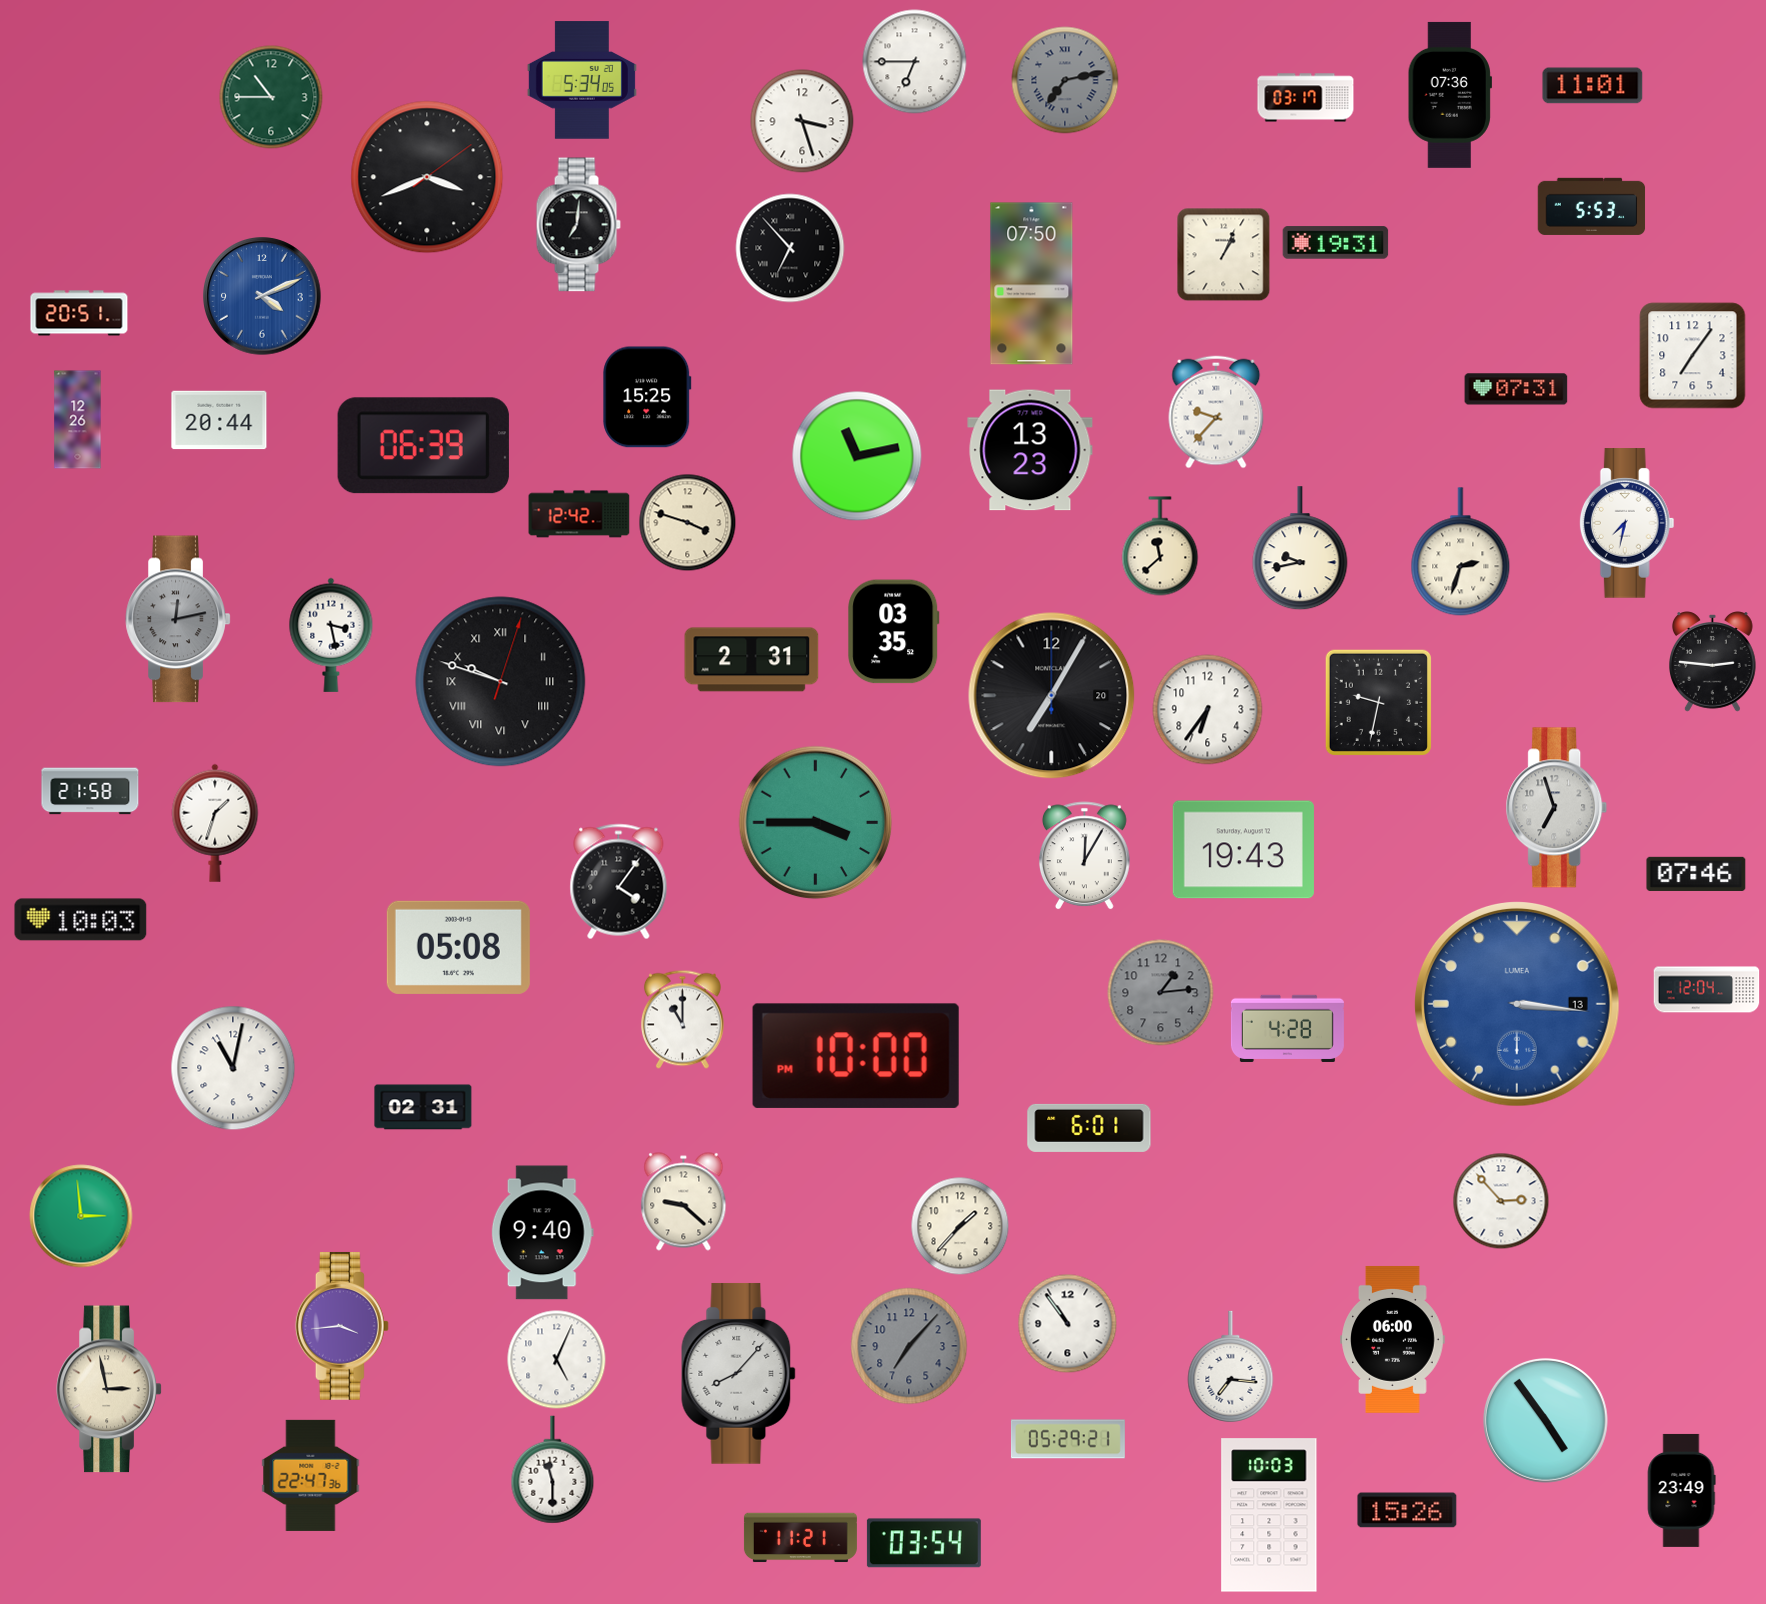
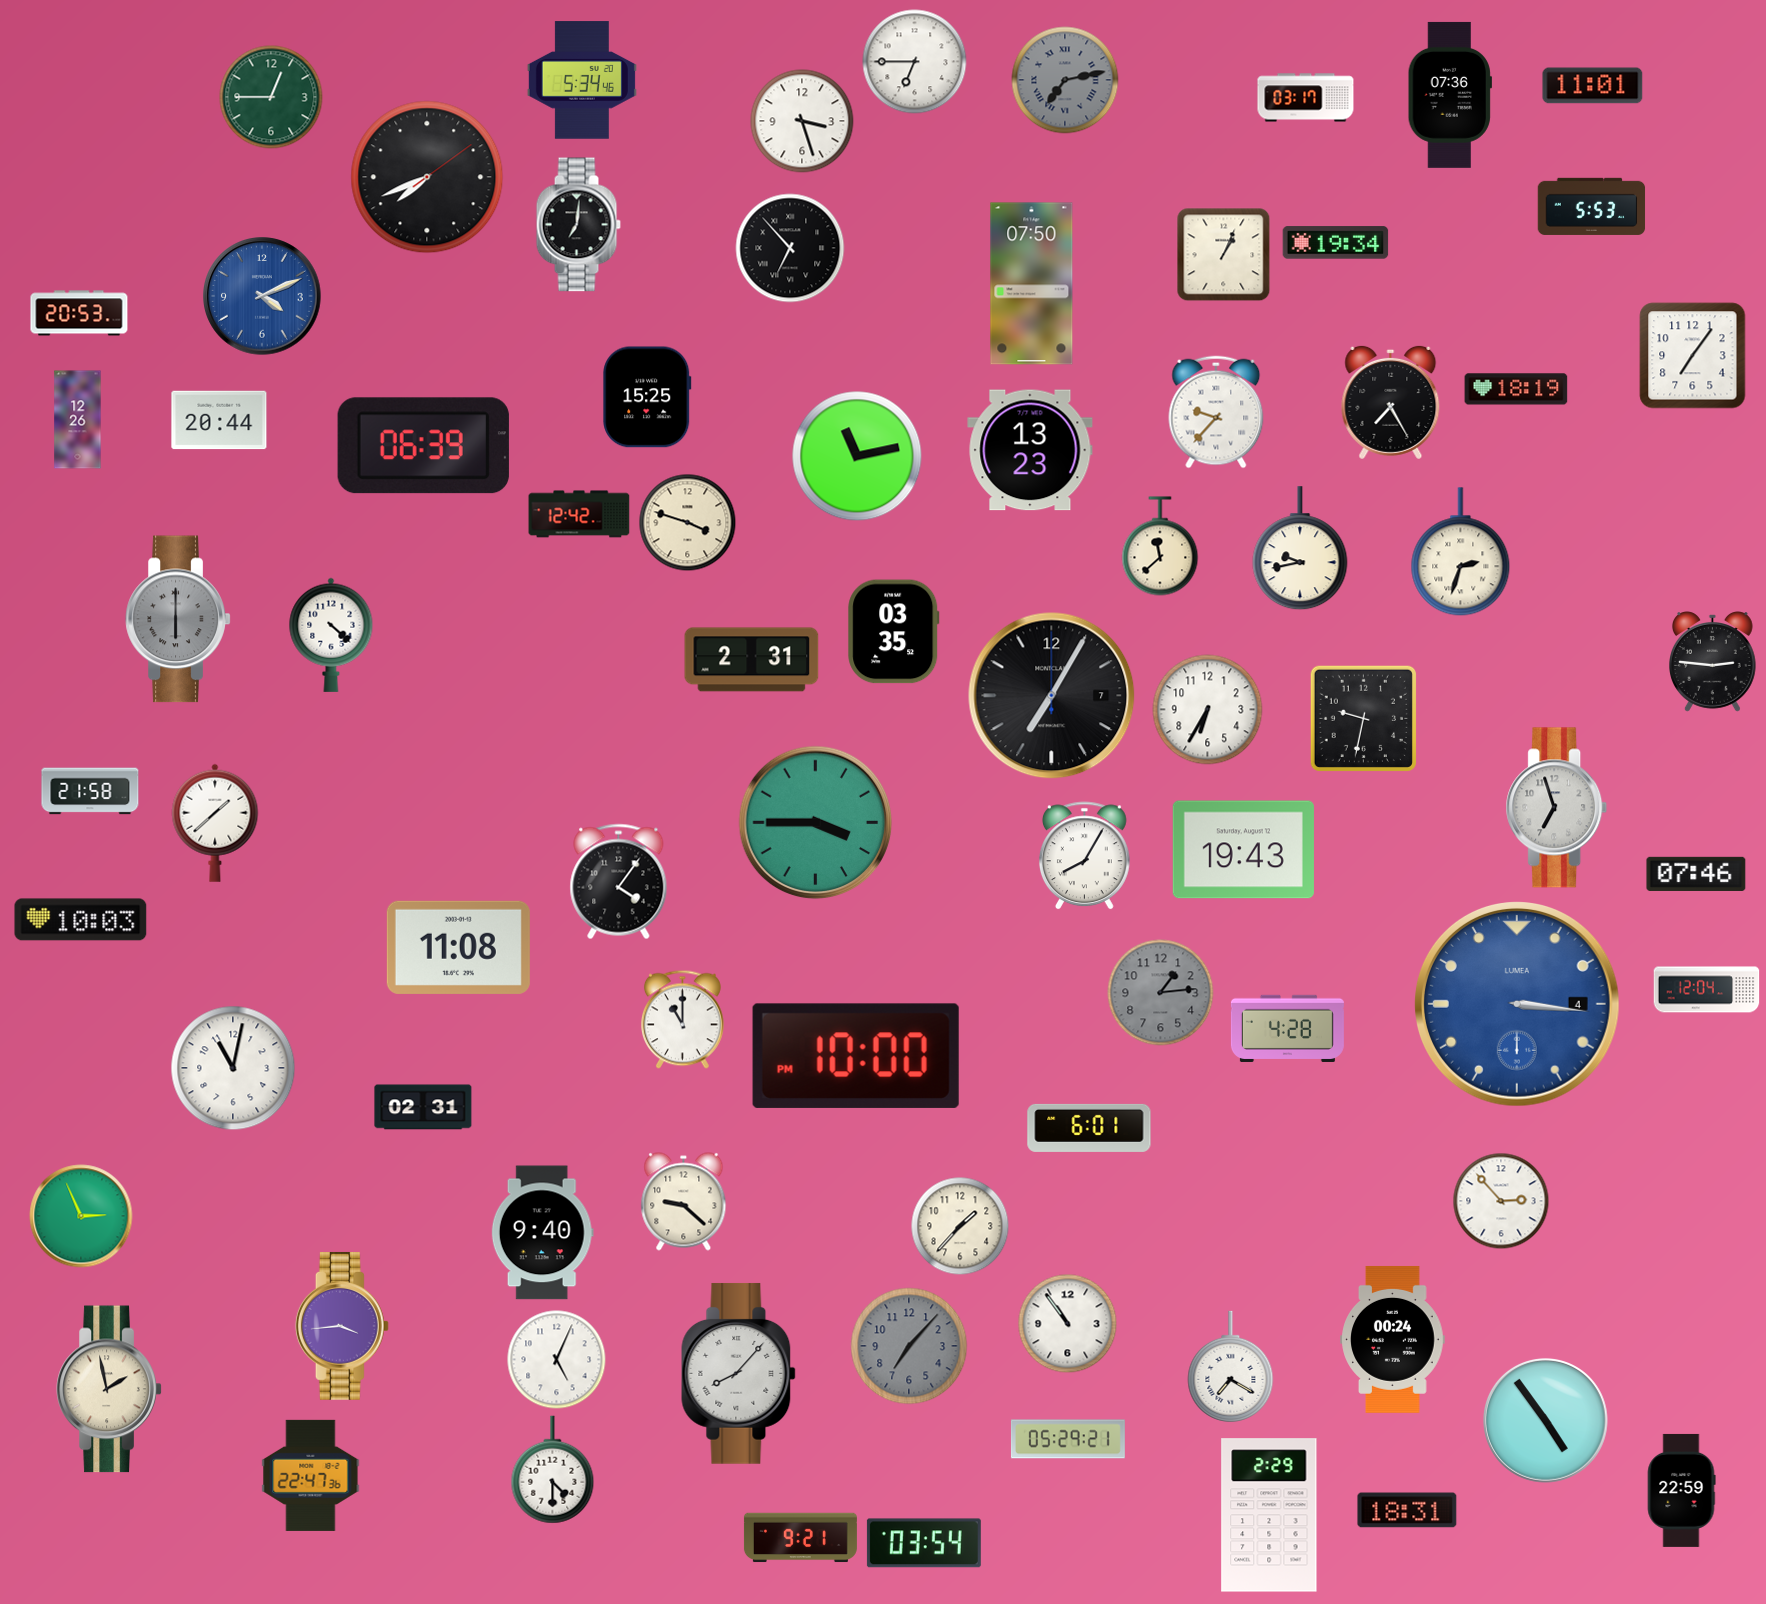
clock at (582, 80): 5:34:05 -> 5:34:46
clock at (271, 97): 10:45 -> 12:45
clock at (427, 177): 3:41 -> 7:41
clock at (1336, 243): 19:31 -> 19:34
clock at (79, 313): 20:51 -> 20:53
clock at (1516, 389): 07:31 -> 18:19
clock at (1391, 402): none -> 7:25
clock at (1627, 523): 7:32 -> none
clock at (178, 619): 12:13 -> 6:00
clock at (331, 635): 3:28 -> 4:22
clock at (501, 682): 9:48 -> none
clock at (1052, 696) date: 20 -> 7
clock at (1378, 702) position: (1378, 702) -> (1363, 718)
clock at (1208, 710): 6:36 -> 6:35
clock at (215, 823): 1:33 -> 1:38
clock at (1084, 856): 12:05 -> 8:05
clock at (458, 947): 05:08 -> 11:08
clock at (1518, 1005) date: 13 -> 4
clock at (81, 1216): 2:59 -> 2:56
clock at (1393, 1339): 06:00 -> 00:24
clock at (1231, 1367): 7:16 -> 7:20
clock at (109, 1389): 2:58 -> 1:58
clock at (553, 1470): 11:30 -> 4:30
clock at (1681, 1490): 23:49 -> 22:59
clock at (1407, 1510): 15:26 -> 18:31
clock at (1269, 1515): 10:03 -> 2:29
clock at (800, 1538): 11:21 -> 9:21
